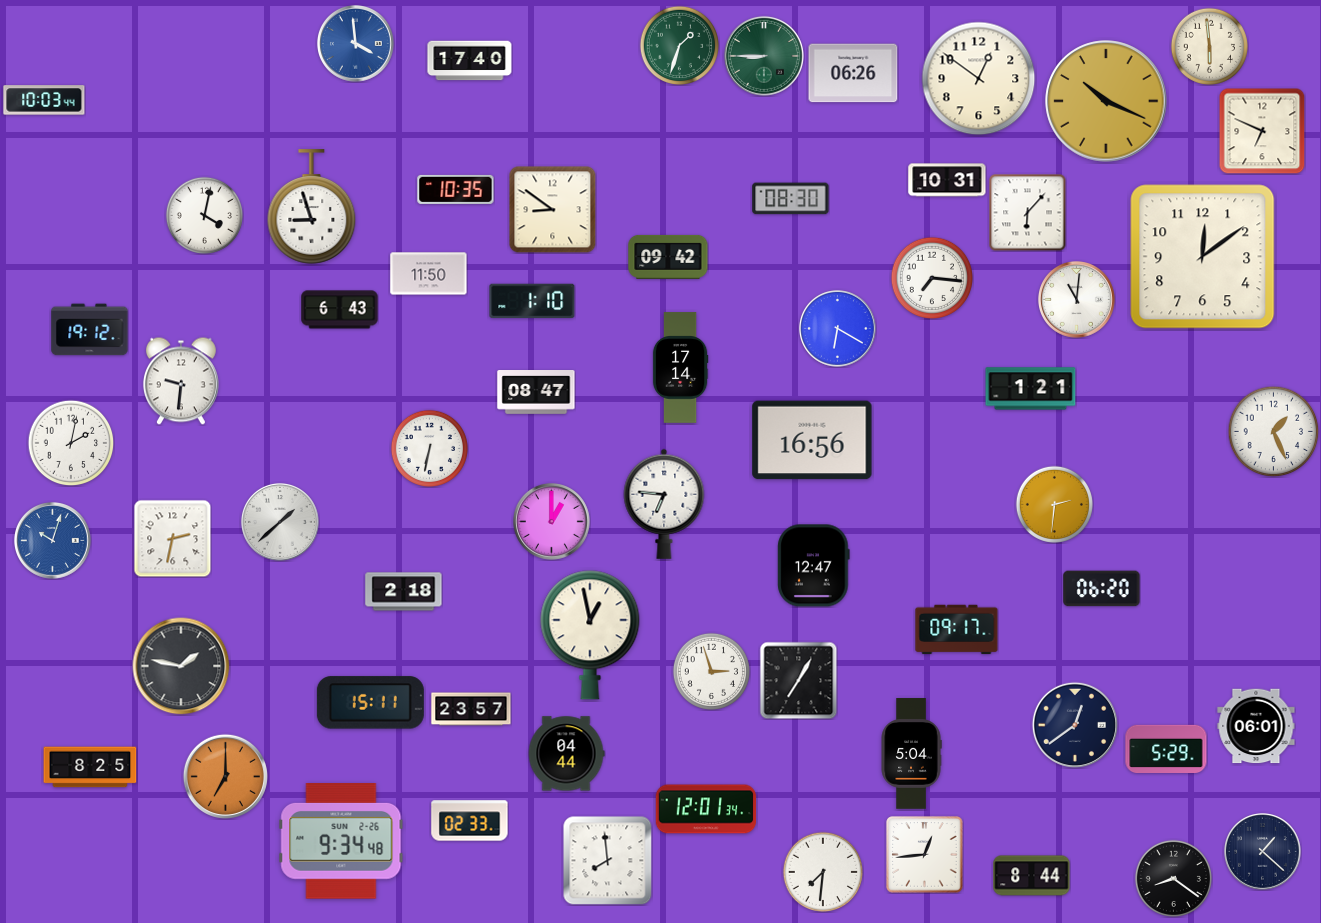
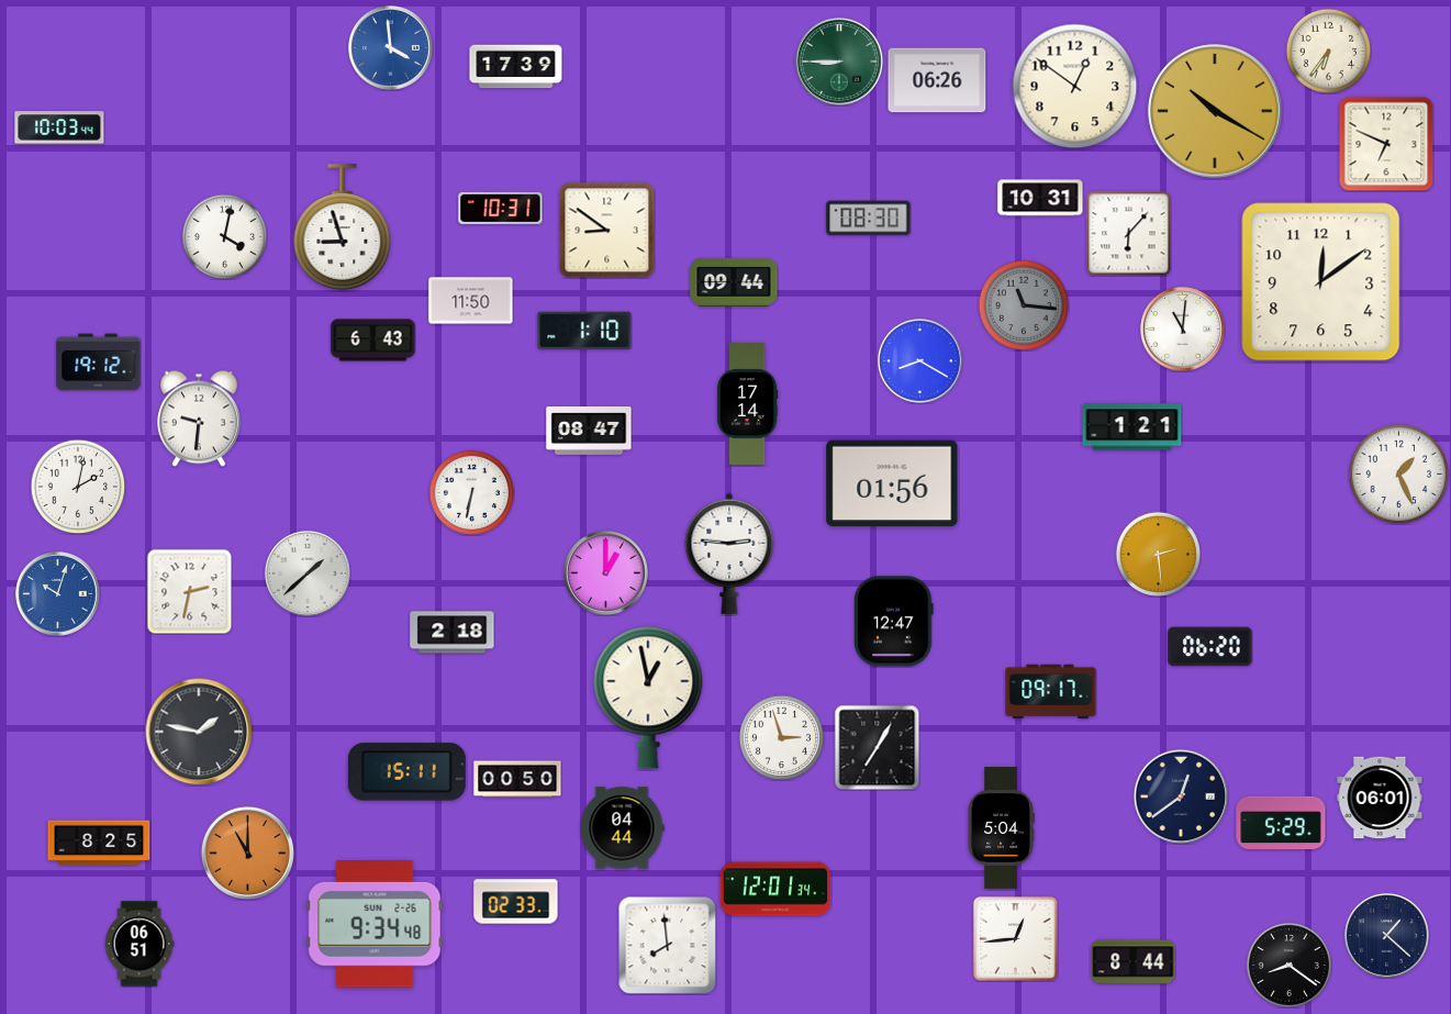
clock at (679, 45): 1:33 -> none
clock at (1209, 46): 5:59 -> 6:36
clock at (470, 61): 17:40 -> 17:39
clock at (44, 100) position: (44, 100) -> (59, 127)
clock at (1106, 101): 10:19 -> 10:20
clock at (456, 189): 10:35 -> 10:31
clock at (668, 257): 09:42 -> 09:44
clock at (932, 277): 7:16 -> 11:16
clock at (932, 277) dial: white -> grey
clock at (838, 329): 6:20 -> 8:20
clock at (812, 440): 16:56 -> 01:56
clock at (664, 504): 6:46 -> 2:46
clock at (1054, 504): 2:31 -> 2:29
clock at (404, 592) position: (404, 592) -> (453, 633)
clock at (471, 709): 23:57 -> 00:50
clock at (225, 776): 7:00 -> 11:00
clock at (139, 944): none -> 06:51
clock at (822, 871): 7:31 -> none
